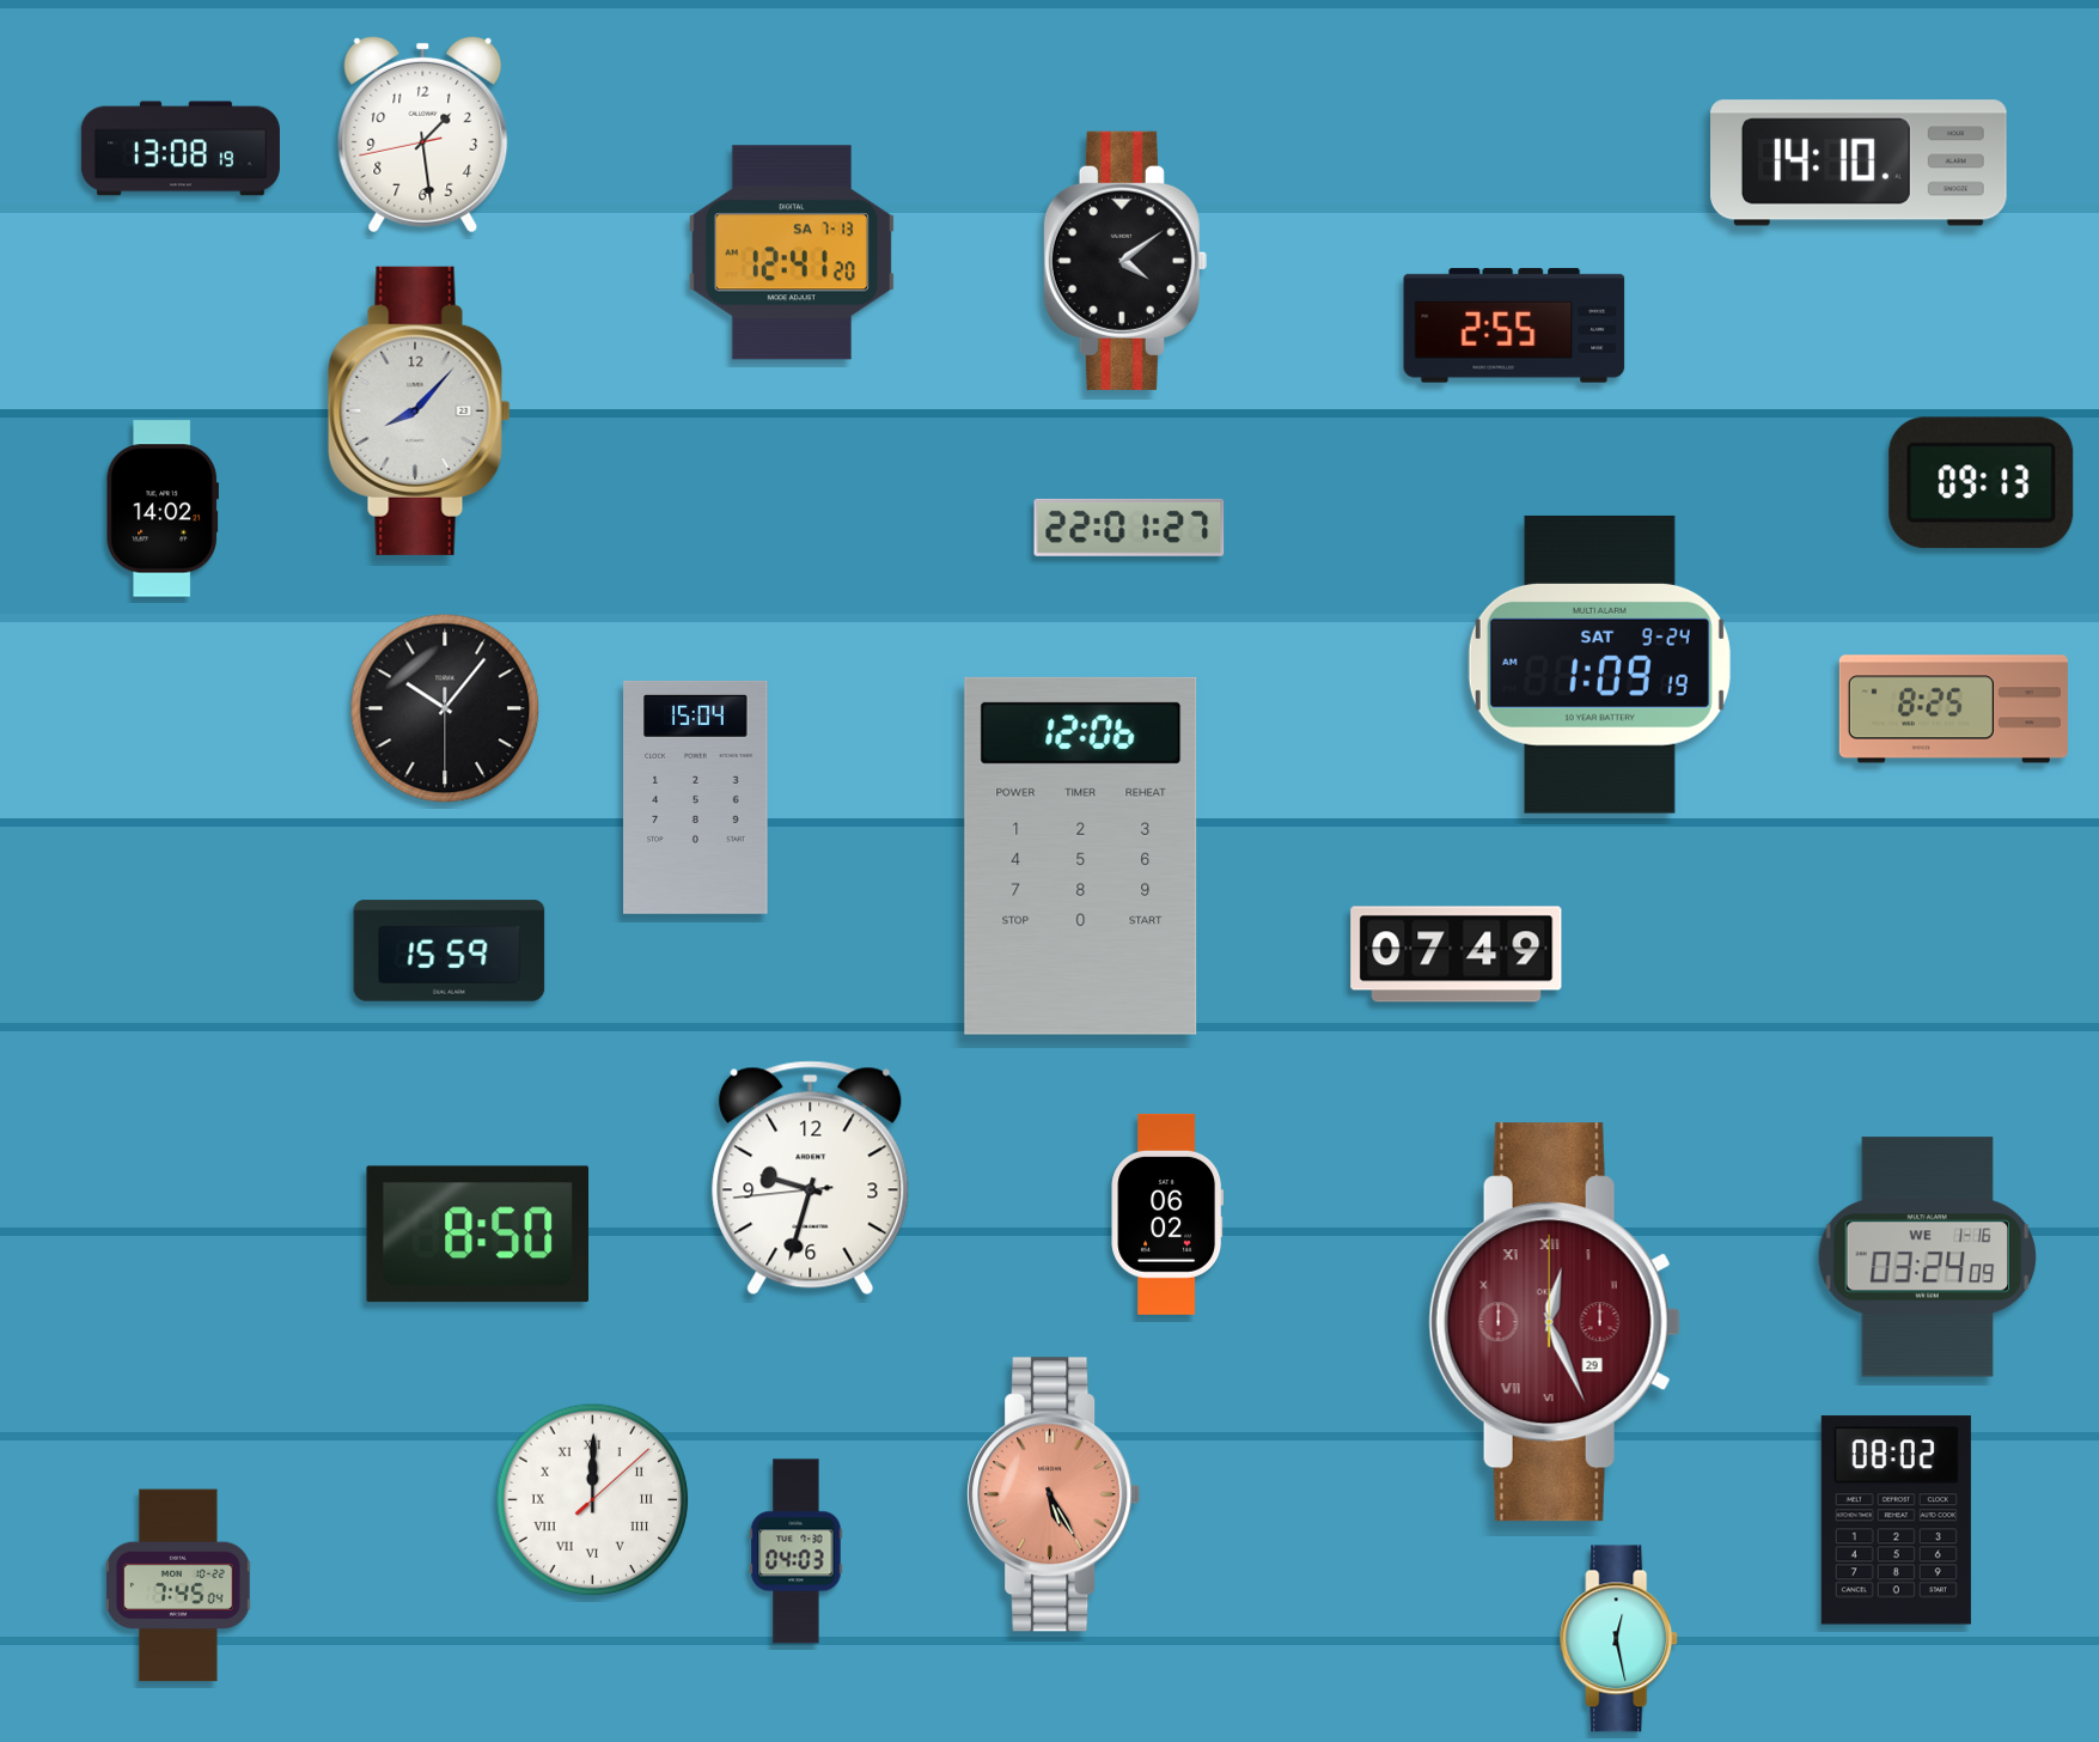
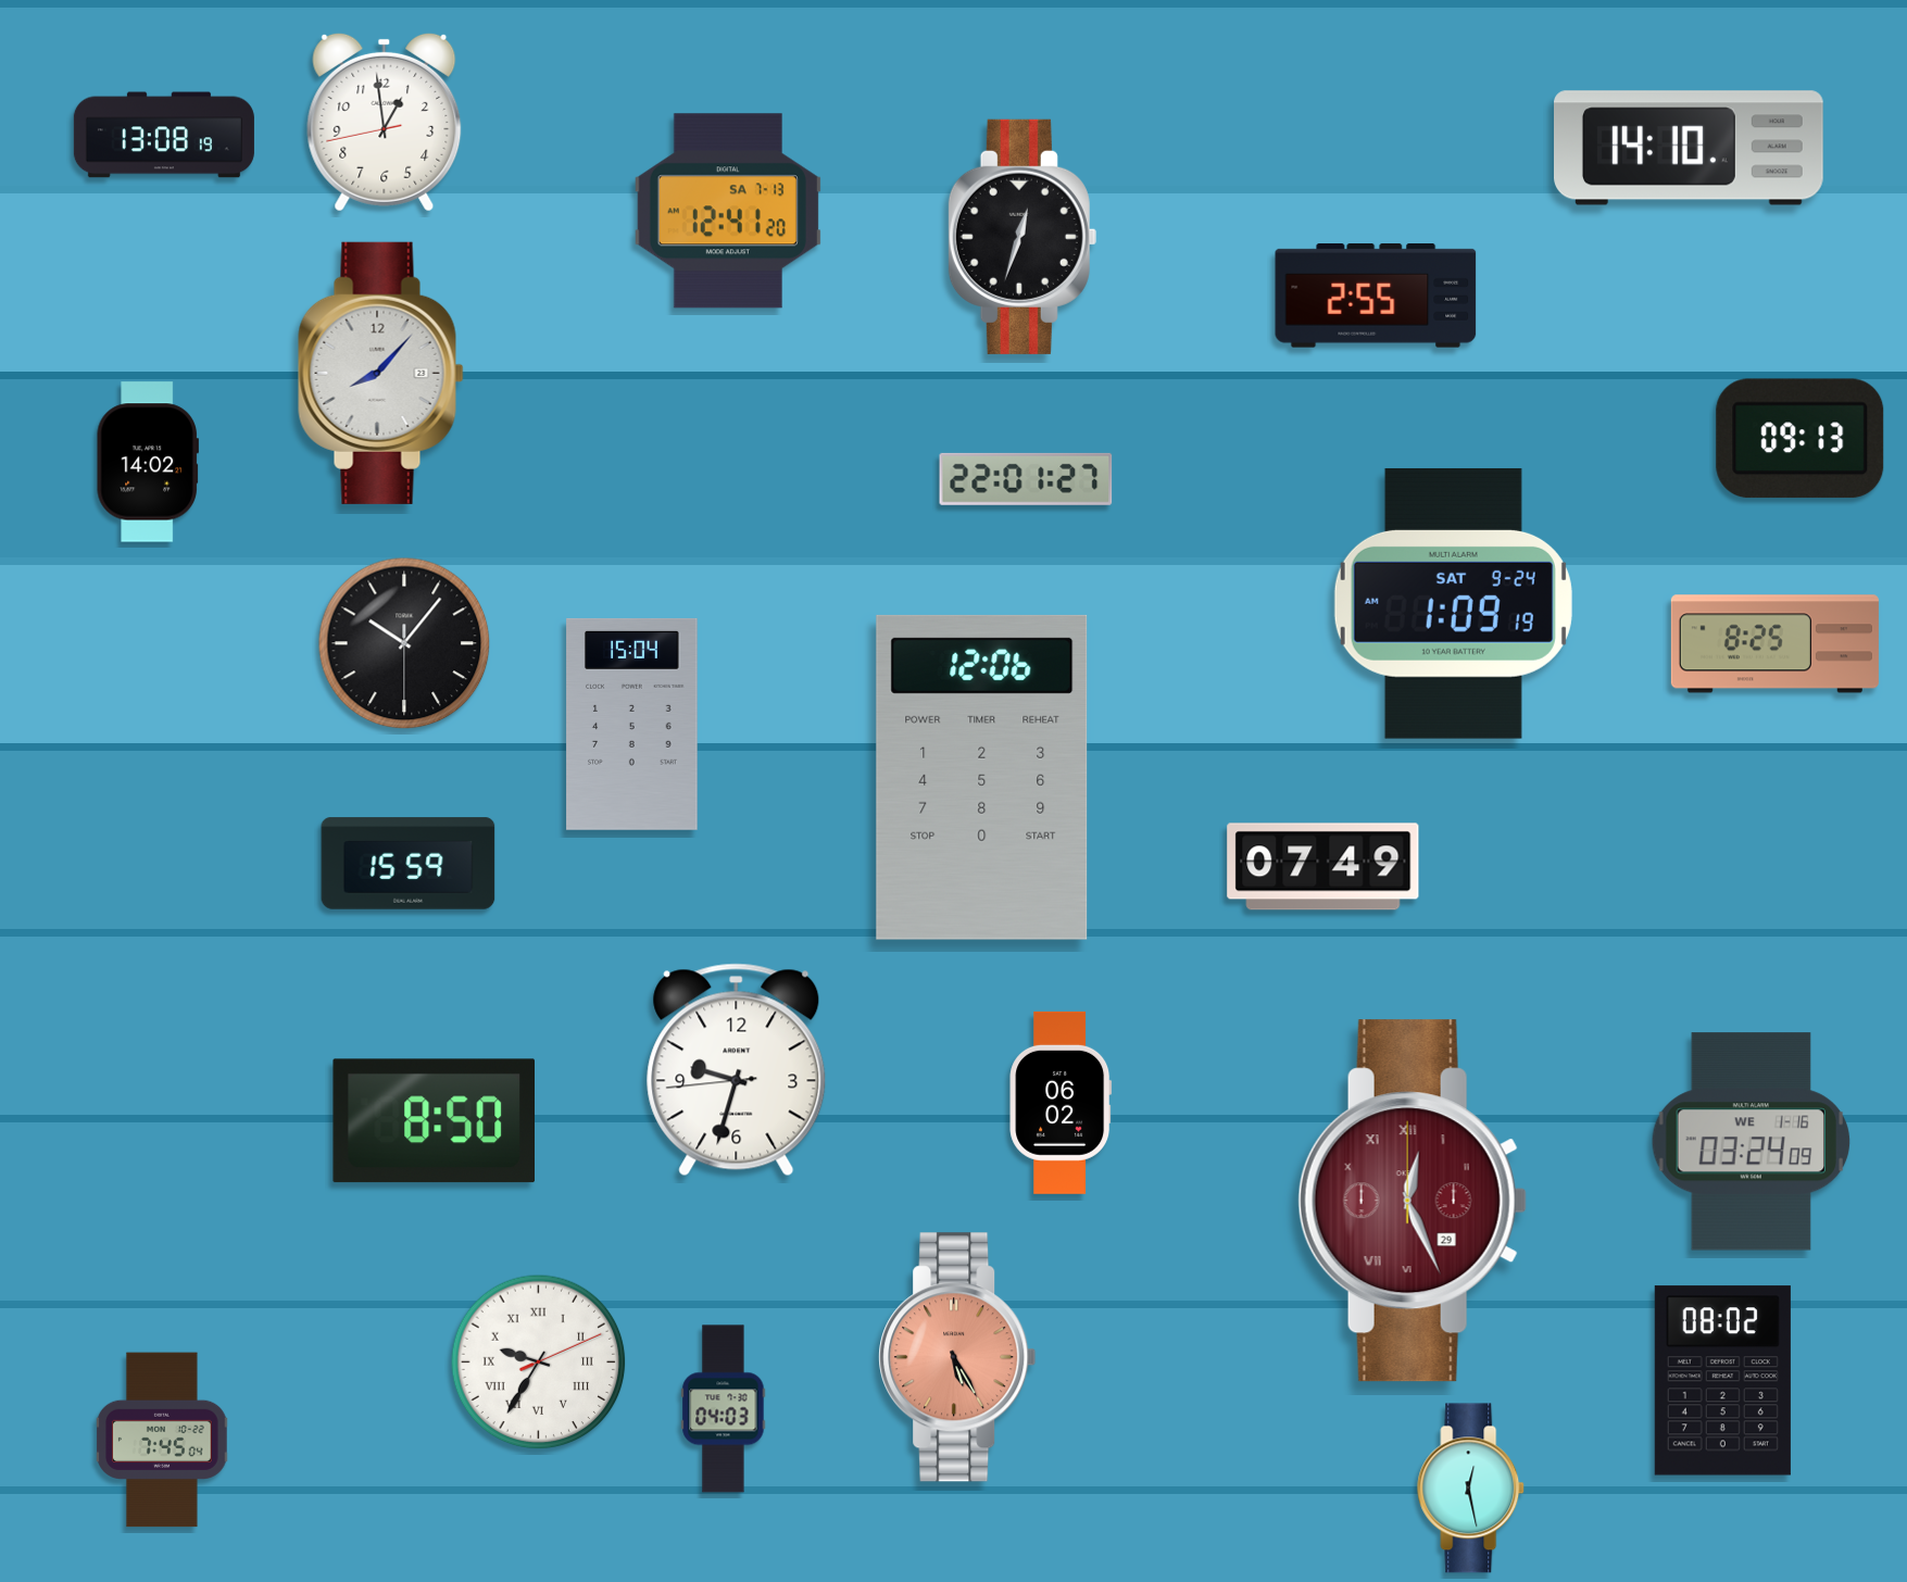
clock at (423, 134): 1:28 -> 12:58
clock at (792, 252) position: (792, 252) -> (728, 211)
clock at (1125, 261): 4:09 -> 12:33
clock at (593, 1500): 12:00 -> 9:35
